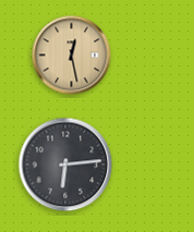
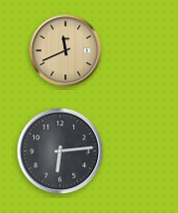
clock at (72, 56): 12:28 -> 11:41
